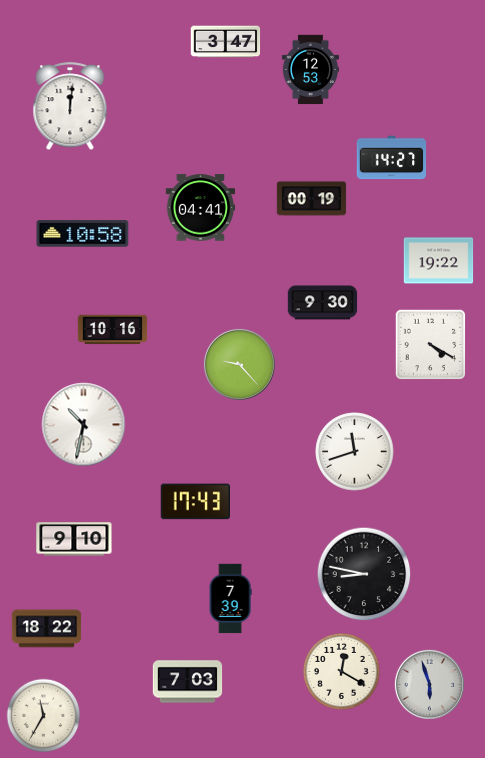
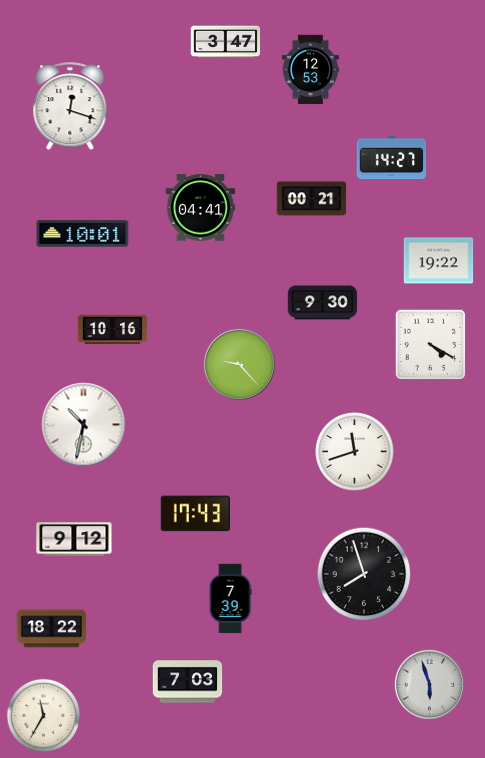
clock at (70, 107): 12:01 -> 12:18
clock at (312, 199): 00:19 -> 00:21
clock at (83, 234): 10:58 -> 10:01
clock at (195, 502) position: (195, 502) -> (195, 514)
clock at (74, 539): 9:10 -> 9:12
clock at (364, 574): 8:47 -> 7:57
clock at (47, 629) position: (47, 629) -> (52, 629)
clock at (341, 671): 12:20 -> none
